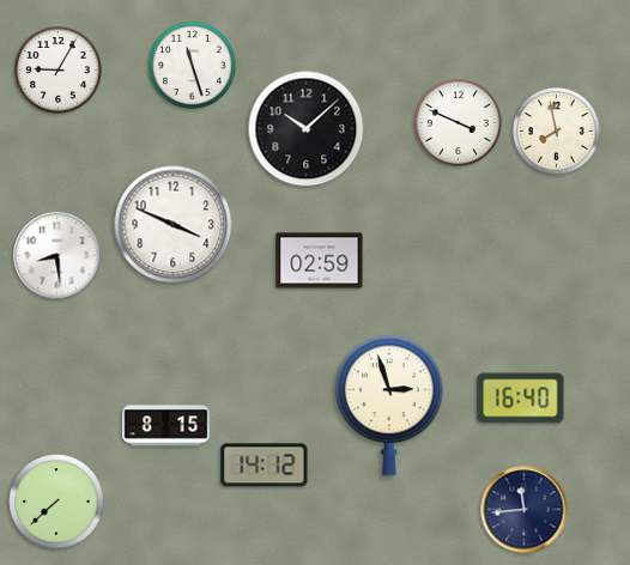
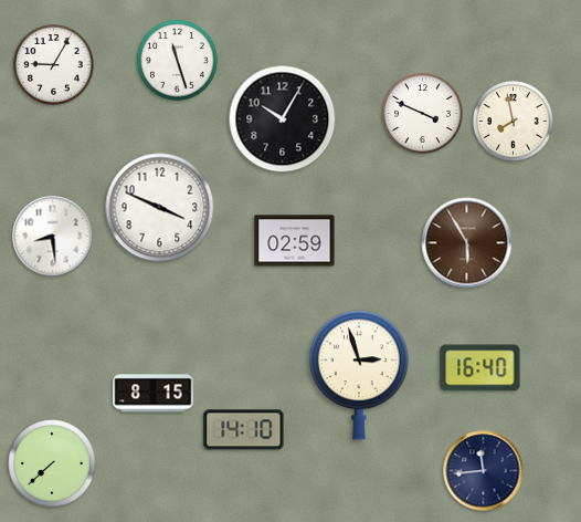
clock at (307, 129): 10:08 -> 10:05
clock at (467, 243): none -> 5:55
clock at (265, 466): 14:12 -> 14:10
